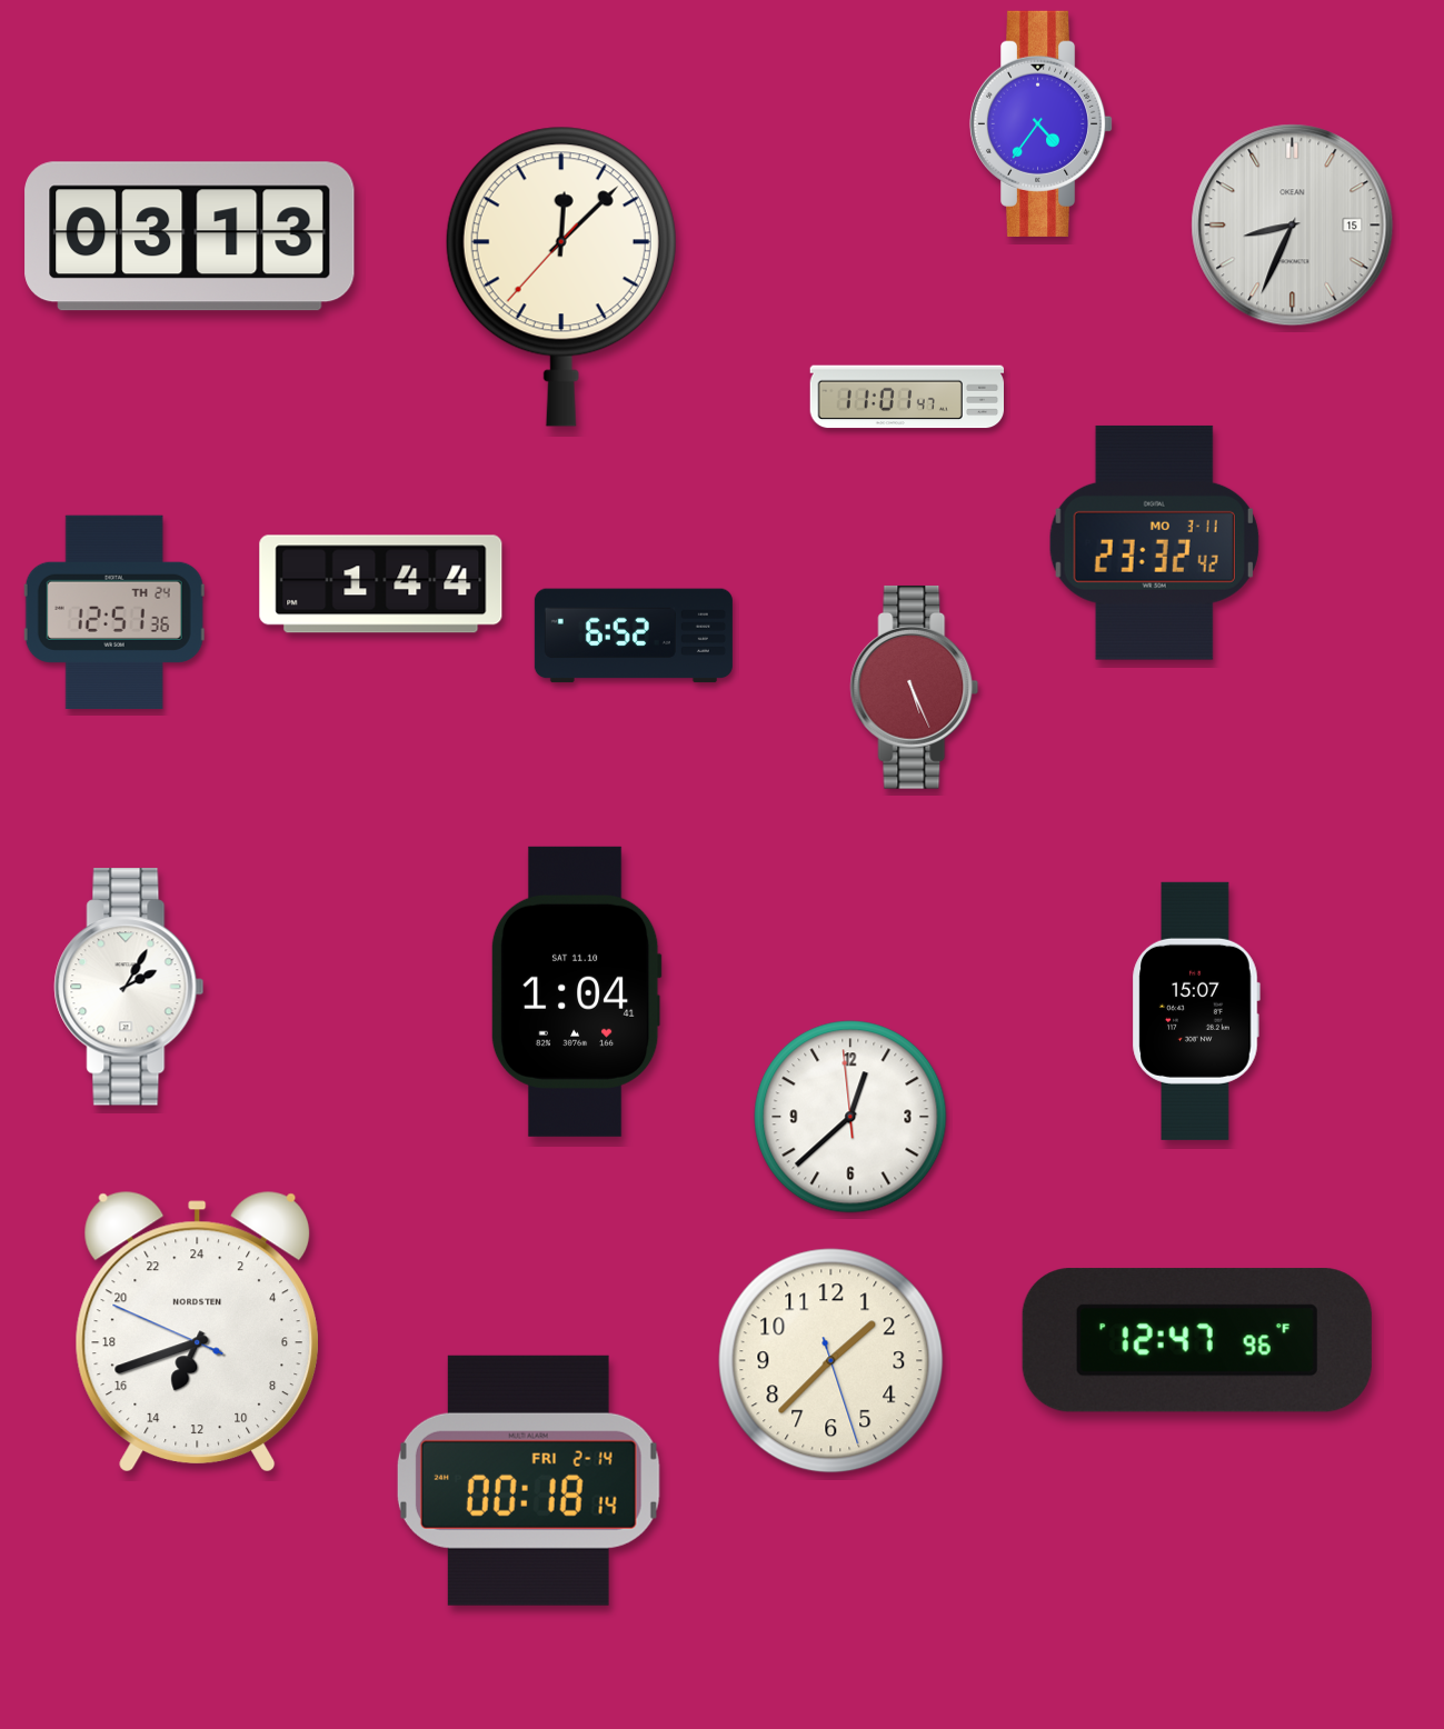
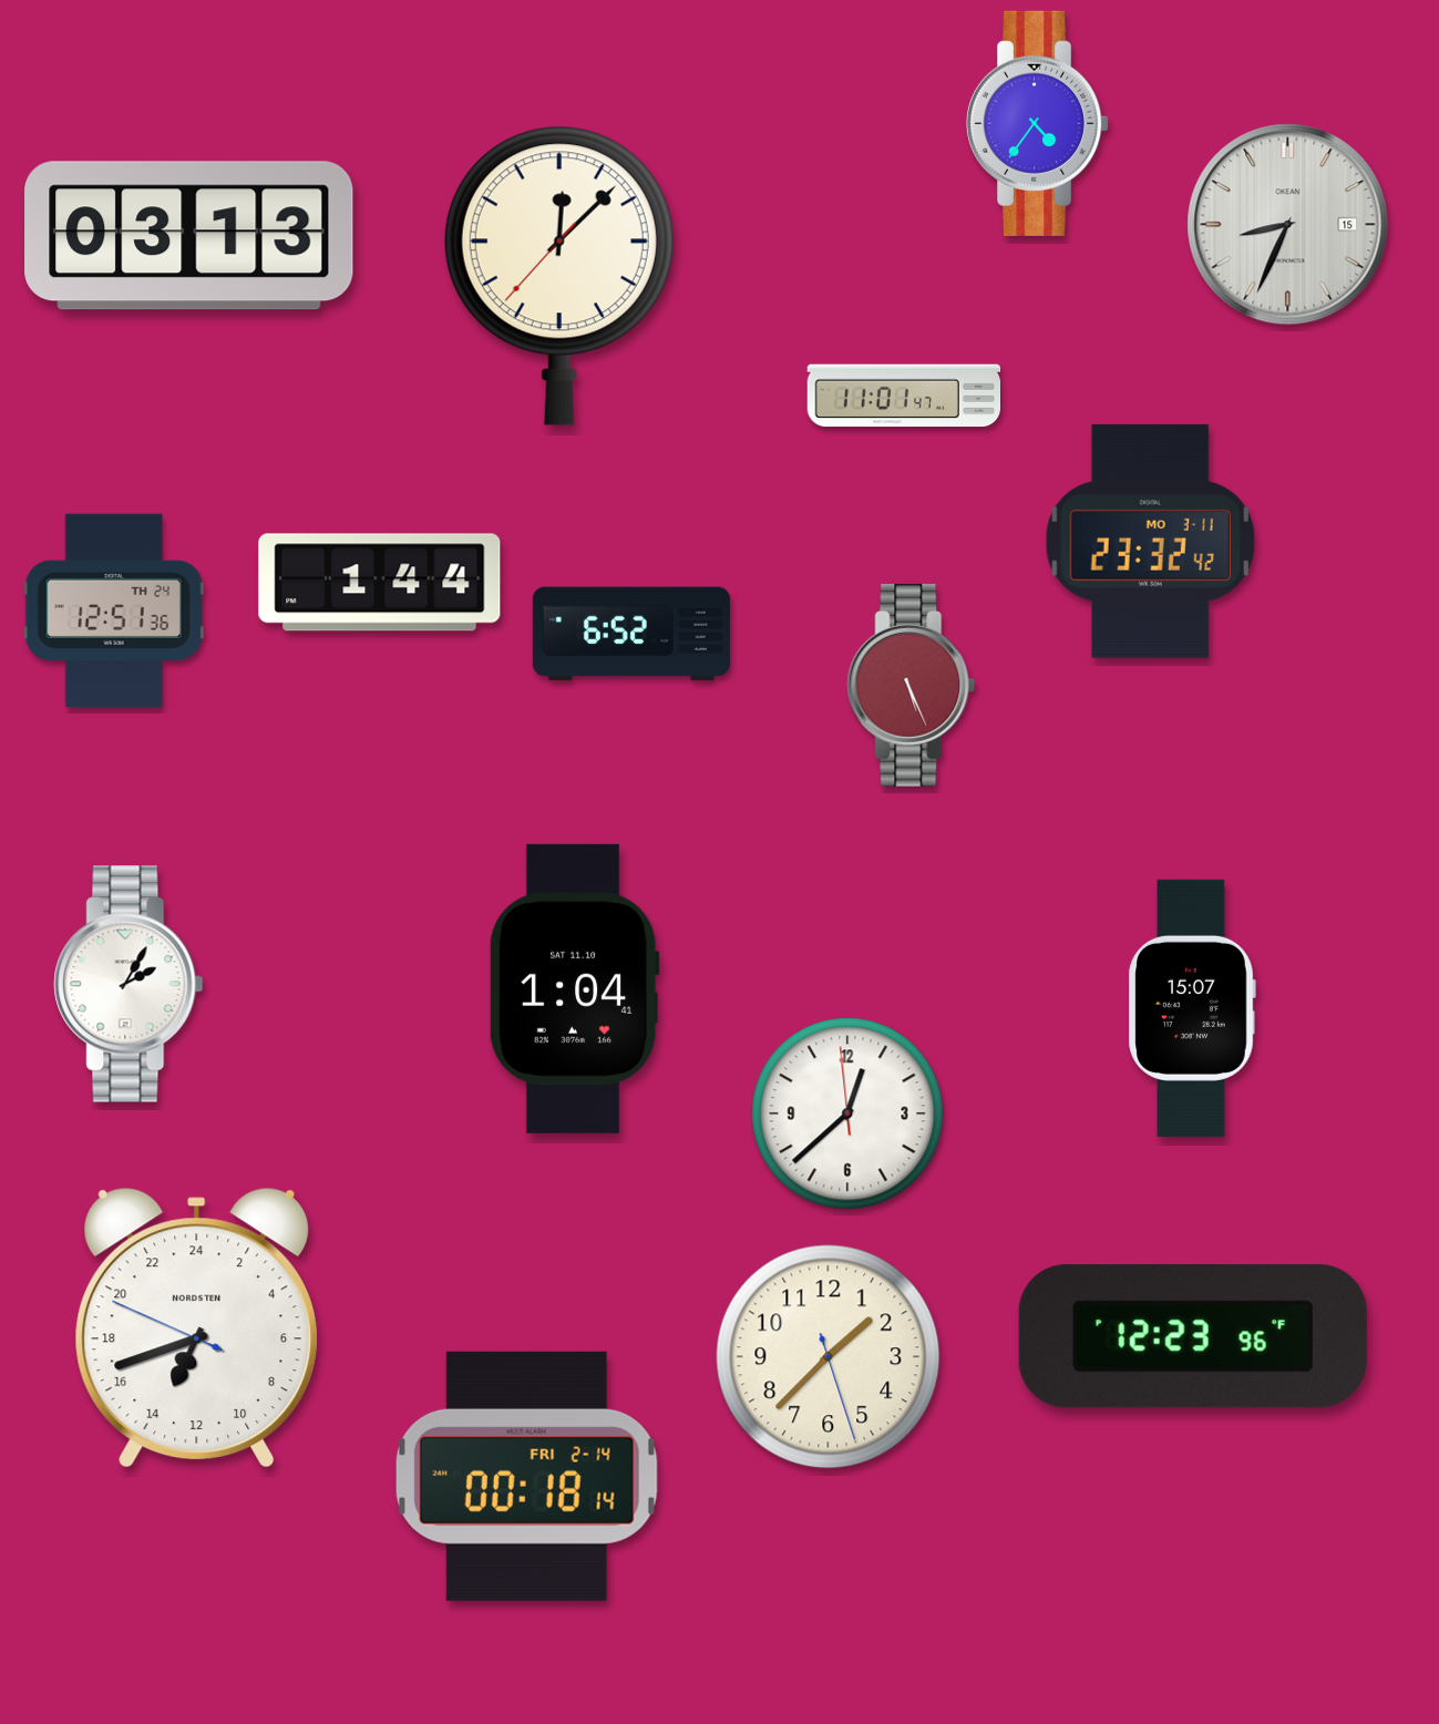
clock at (1197, 1340): 12:47 -> 12:23
